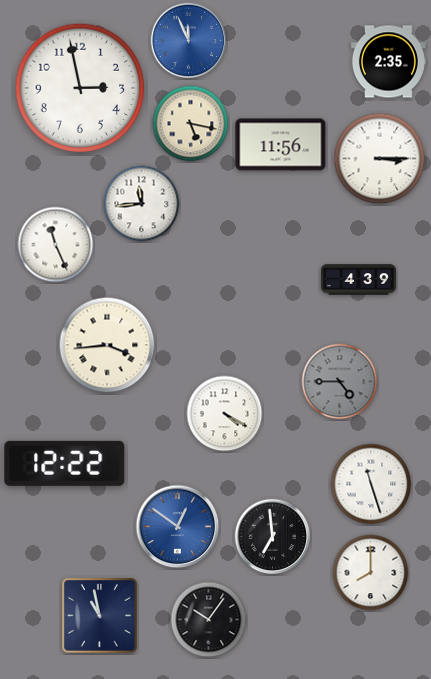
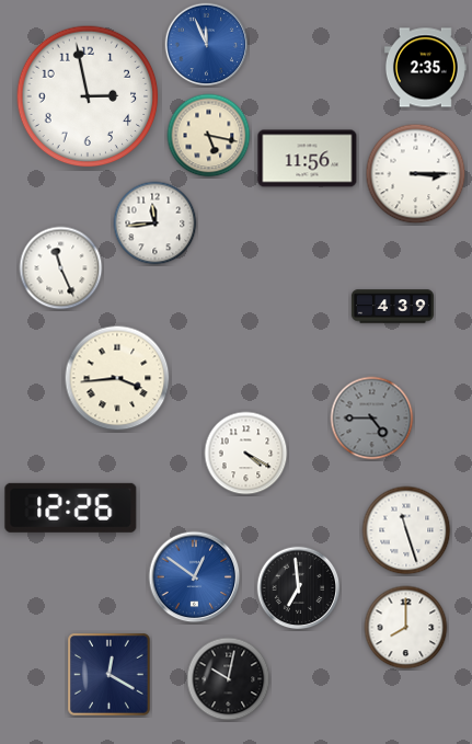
clock at (65, 463): 12:22 -> 12:26
clock at (100, 616): 10:58 -> 12:20
clock at (209, 620): 10:06 -> 10:02
